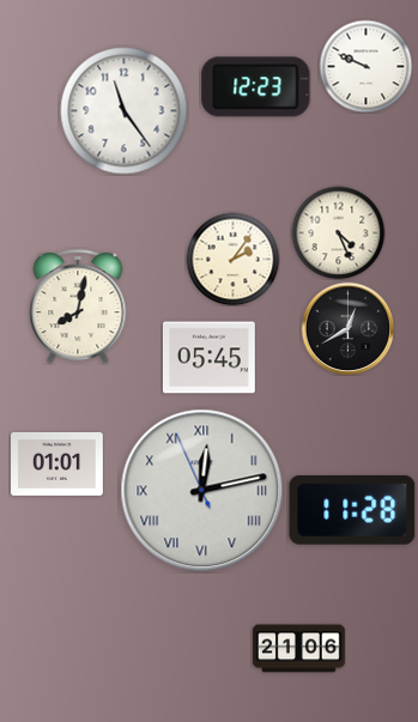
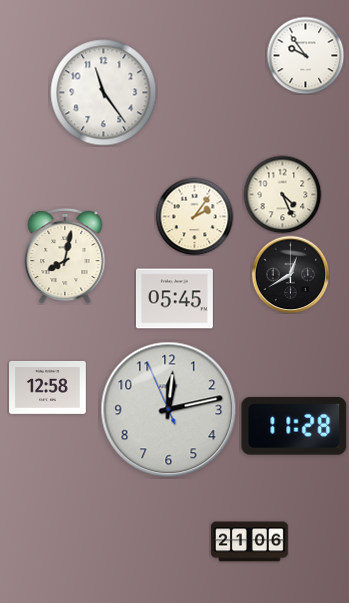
clock at (365, 66): 9:49 -> 9:54
clock at (256, 87): 12:23 -> none
clock at (57, 463): 01:01 -> 12:58
clock at (202, 491) numerals: Roman -> Arabic
